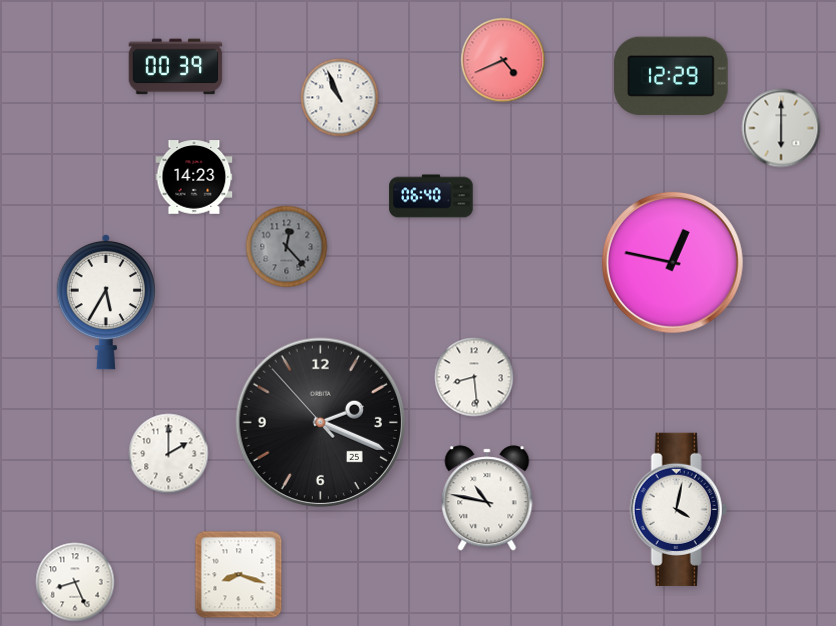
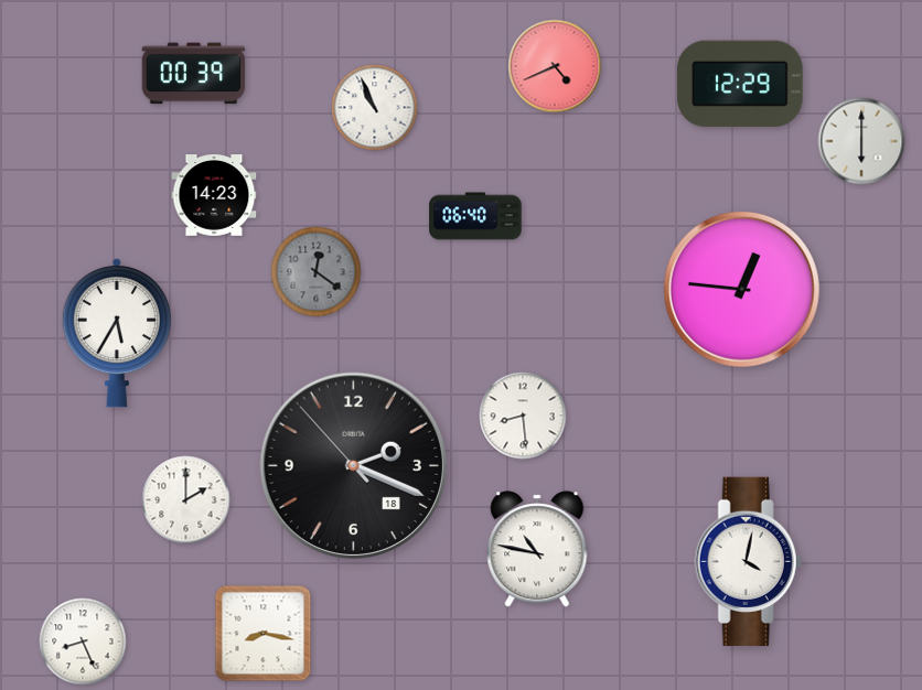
clock at (287, 247): 12:23 -> 12:21
clock at (672, 262): 12:47 -> 12:46
clock at (320, 422) date: 25 -> 18
clock at (239, 575): 8:18 -> 8:17
